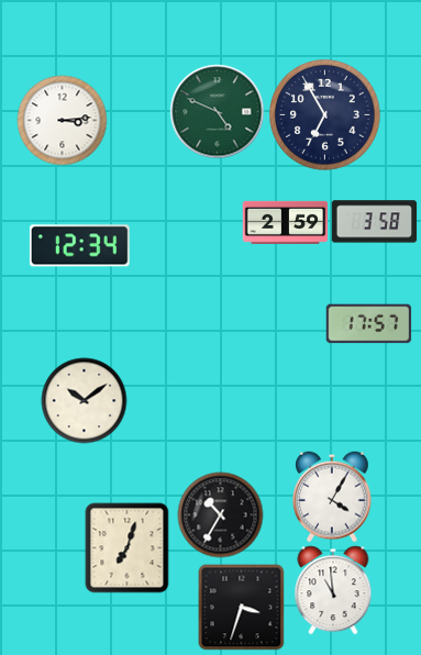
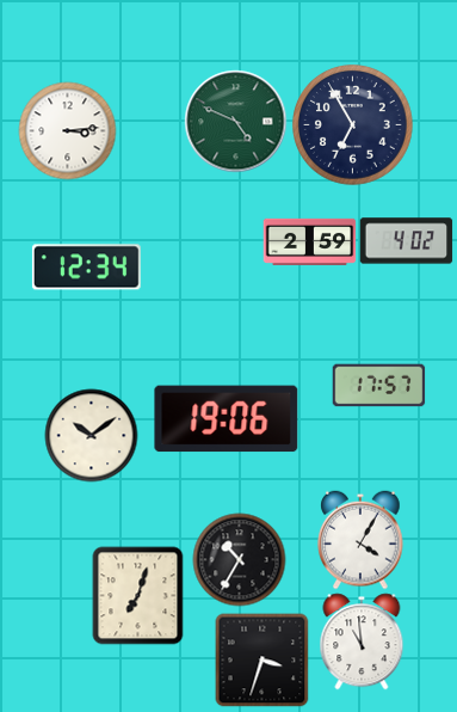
clock at (374, 222): 3:58 -> 4:02
clock at (368, 324) position: (368, 324) -> (378, 386)
clock at (227, 419): none -> 19:06
